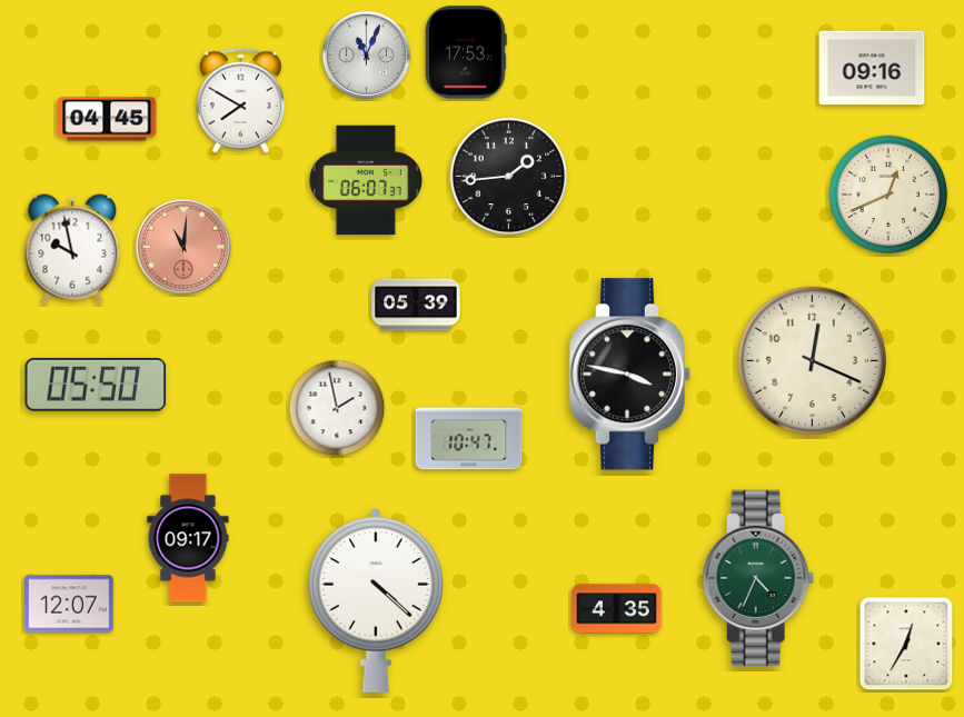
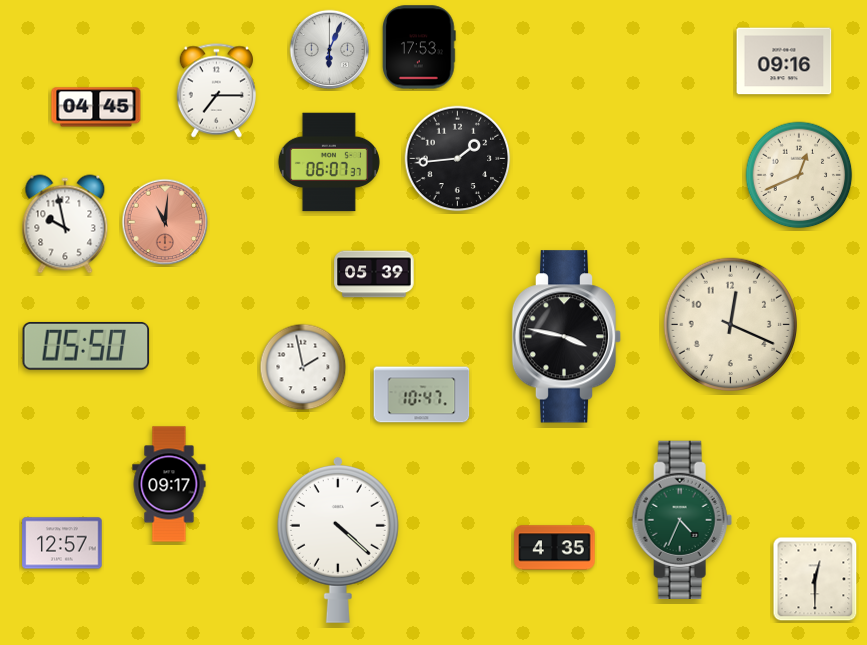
clock at (367, 56): 11:04 -> 6:04
clock at (240, 101): 7:50 -> 7:15
clock at (69, 604): 12:07 -> 12:57
clock at (906, 644): 12:35 -> 12:30
